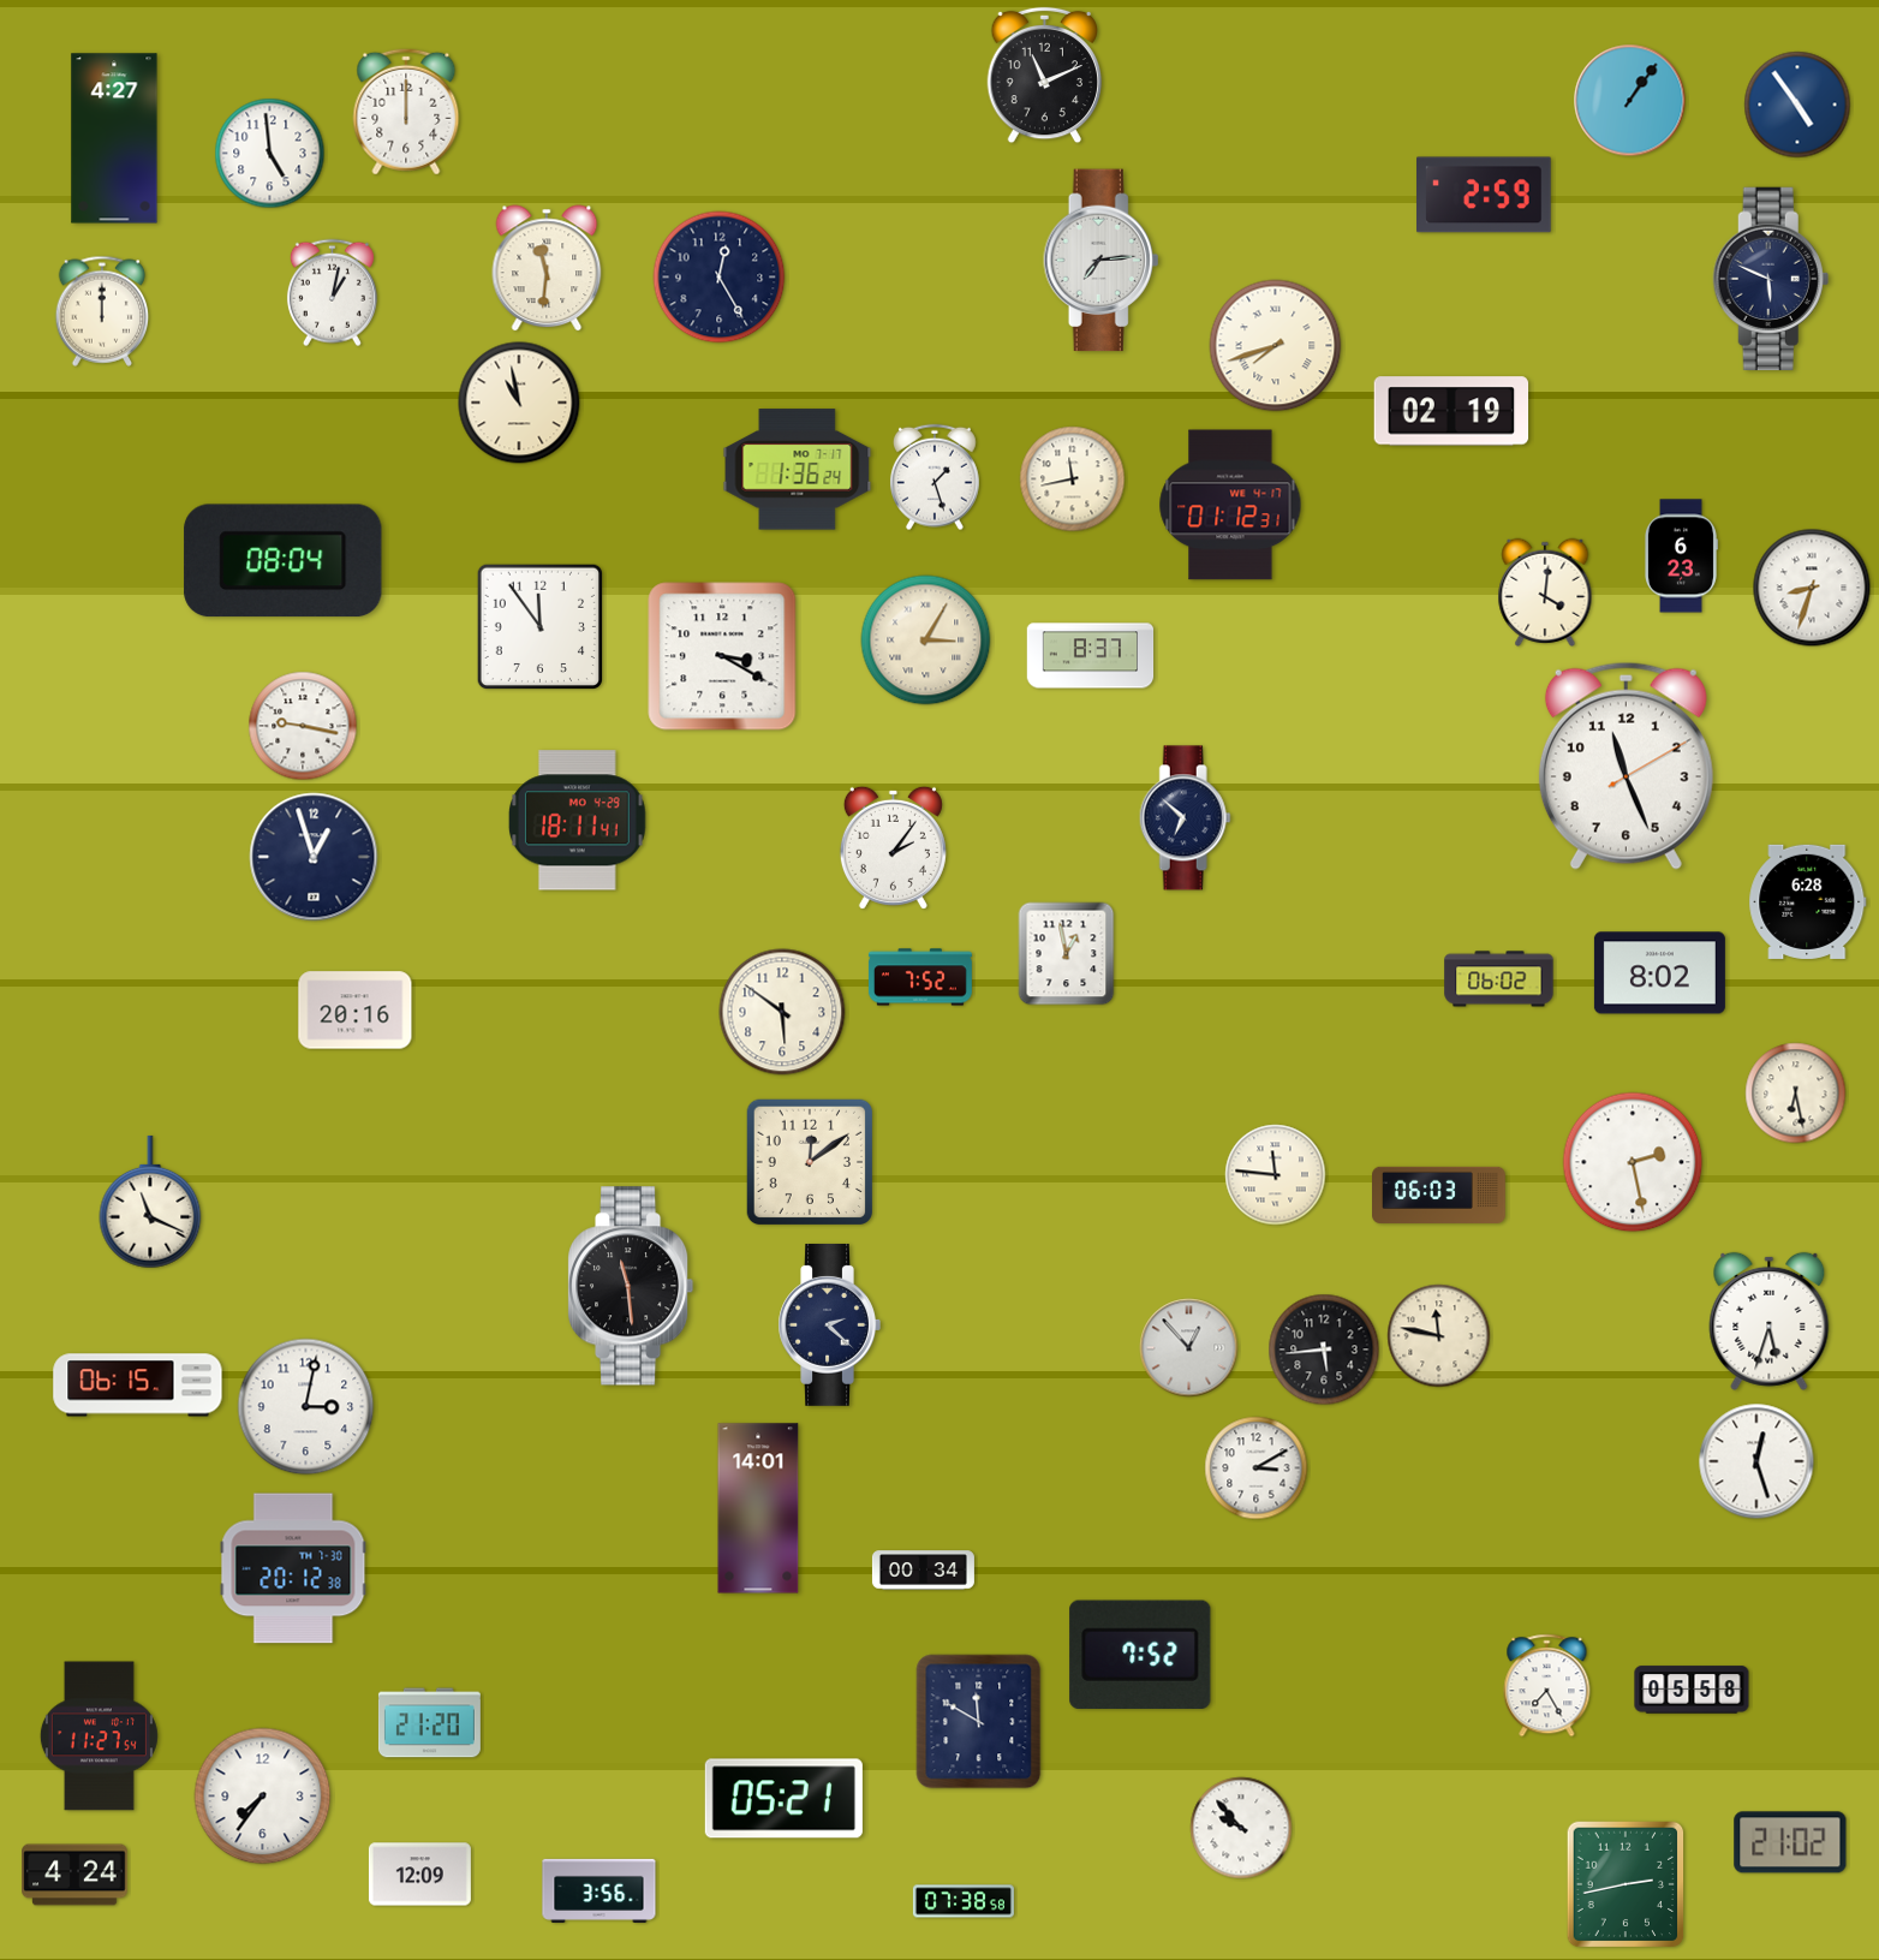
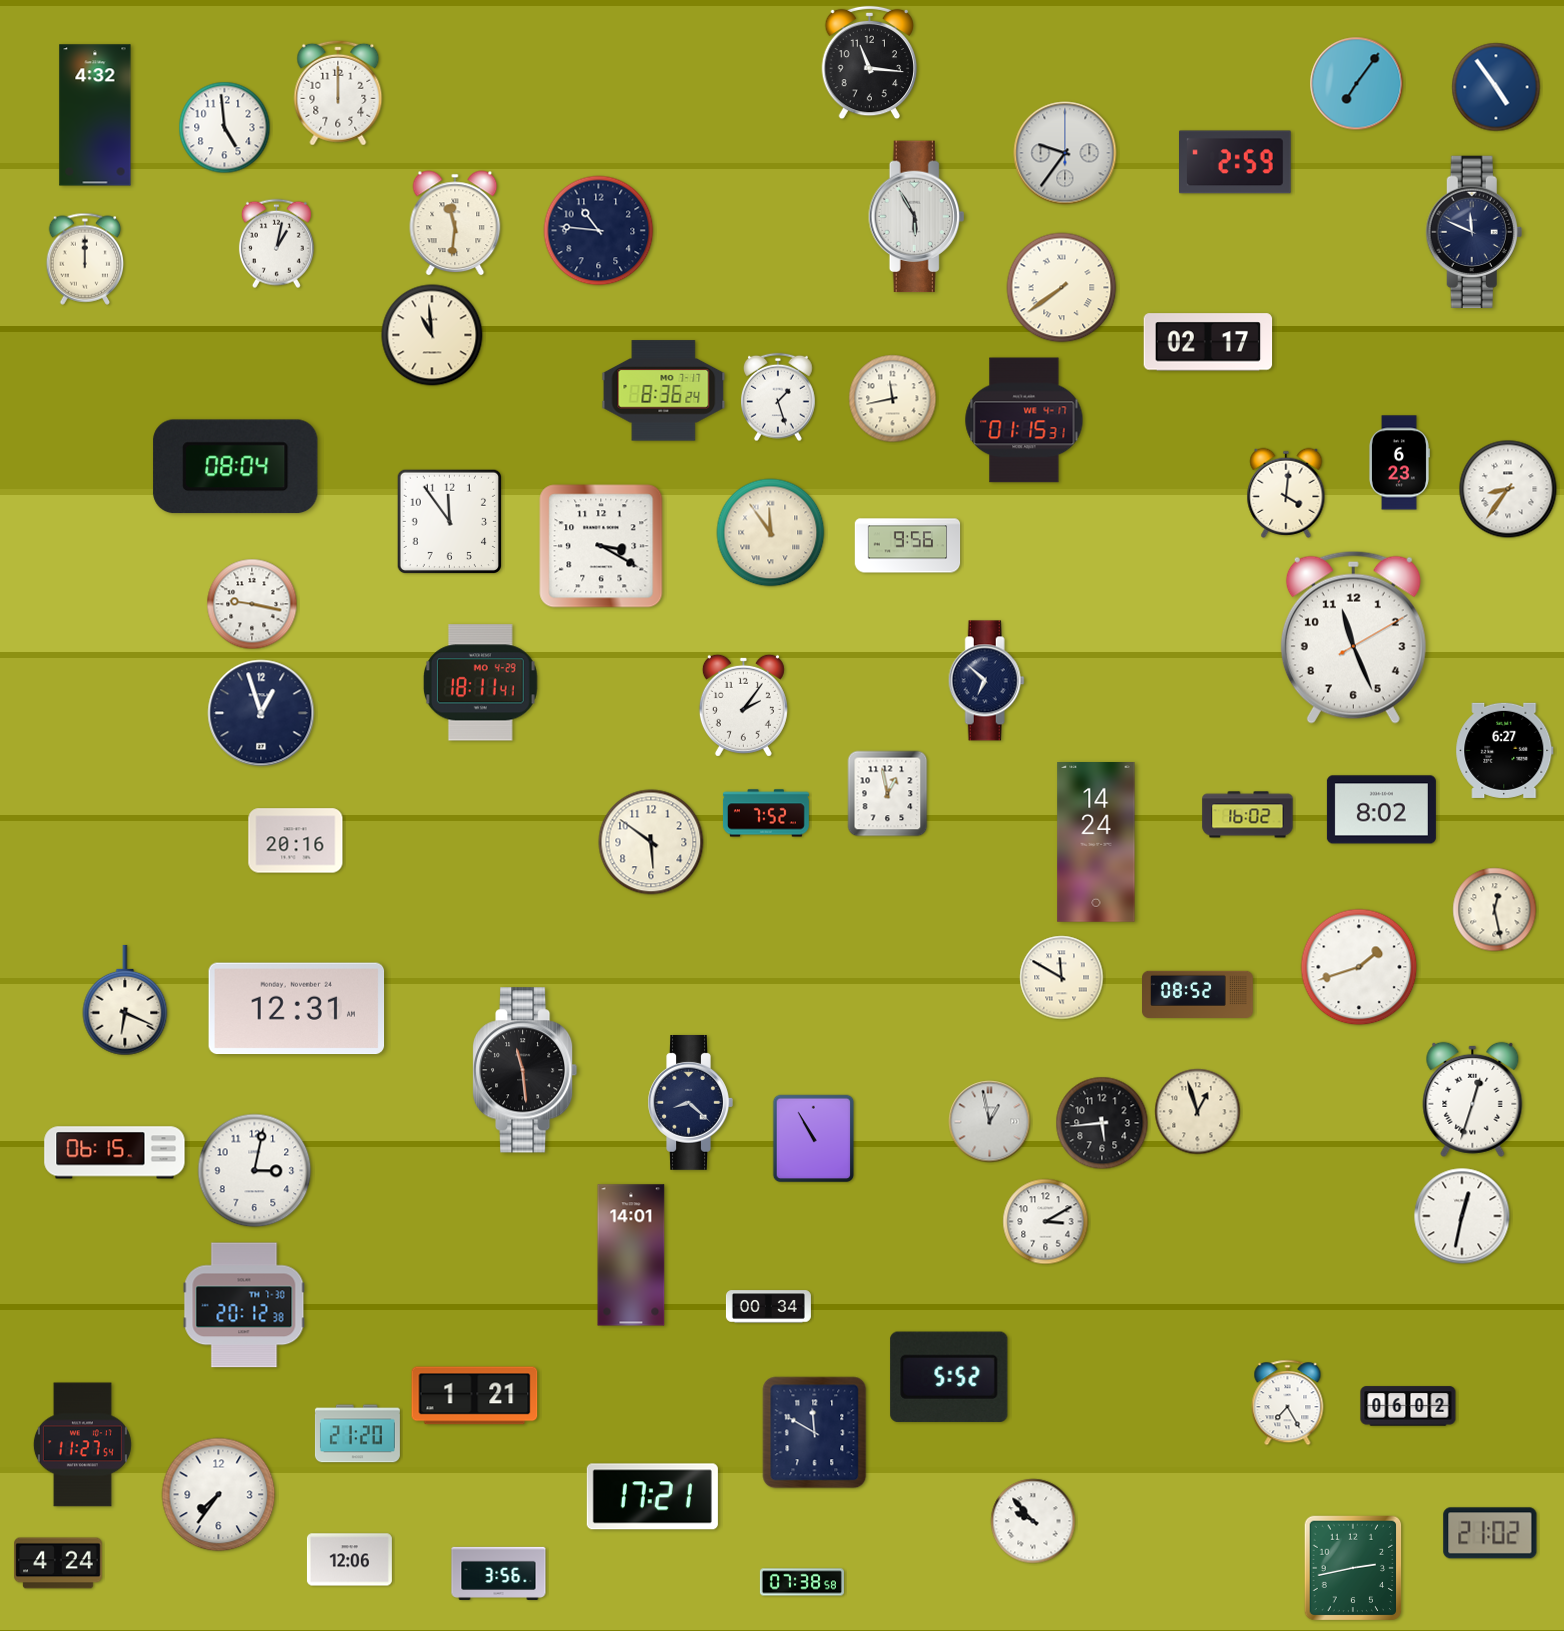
clock at (1045, 76): 11:11 -> 11:16
clock at (1630, 101): 1:06 -> 7:06
clock at (114, 138): 4:27 -> 4:32
clock at (1065, 153): none -> 9:36
clock at (1102, 261): 7:14 -> 5:55
clock at (720, 278): 12:25 -> 10:46
clock at (1771, 279): 5:49 -> 11:49
clock at (1276, 346): 7:42 -> 7:39
clock at (519, 403): 10:58 -> 10:59
clock at (1451, 411): 02:19 -> 02:17
clock at (798, 470): 1:36 -> 8:36
clock at (1230, 505): 01:12 -> 01:15
clock at (1812, 588): 8:33 -> 8:36
clock at (926, 641): 3:05 -> 11:54
clock at (1091, 656): 8:37 -> 9:56
clock at (1808, 901): 6:28 -> 6:27
clock at (1499, 979): 06:02 -> 16:02
clock at (1096, 843): none -> 14:24
clock at (1796, 1094): 6:28 -> 12:28
clock at (810, 1162): 12:09 -> none
clock at (1633, 1162): 2:28 -> 1:42
clock at (1276, 1175): 11:46 -> 11:50
clock at (1439, 1195): 06:03 -> 08:52
clock at (150, 1202): 11:19 -> 6:19
clock at (297, 1009): none -> 12:31
clock at (1770, 1321): 5:33 -> 12:33
clock at (829, 1324): 2:22 -> 8:22
clock at (1439, 1336): 11:47 -> 12:57
clock at (1189, 1348): 12:53 -> 12:58
clock at (814, 1139): none -> 10:55
clock at (1756, 1461): 12:27 -> 12:32
clock at (1140, 1655): 7:52 -> 5:52
clock at (475, 1396): none -> 1:21
clock at (1692, 1690): 05:58 -> 06:02
clock at (783, 1799): 05:21 -> 17:21
clock at (74, 1875) position: (74, 1875) -> (58, 1563)
clock at (419, 1875): 12:09 -> 12:06
